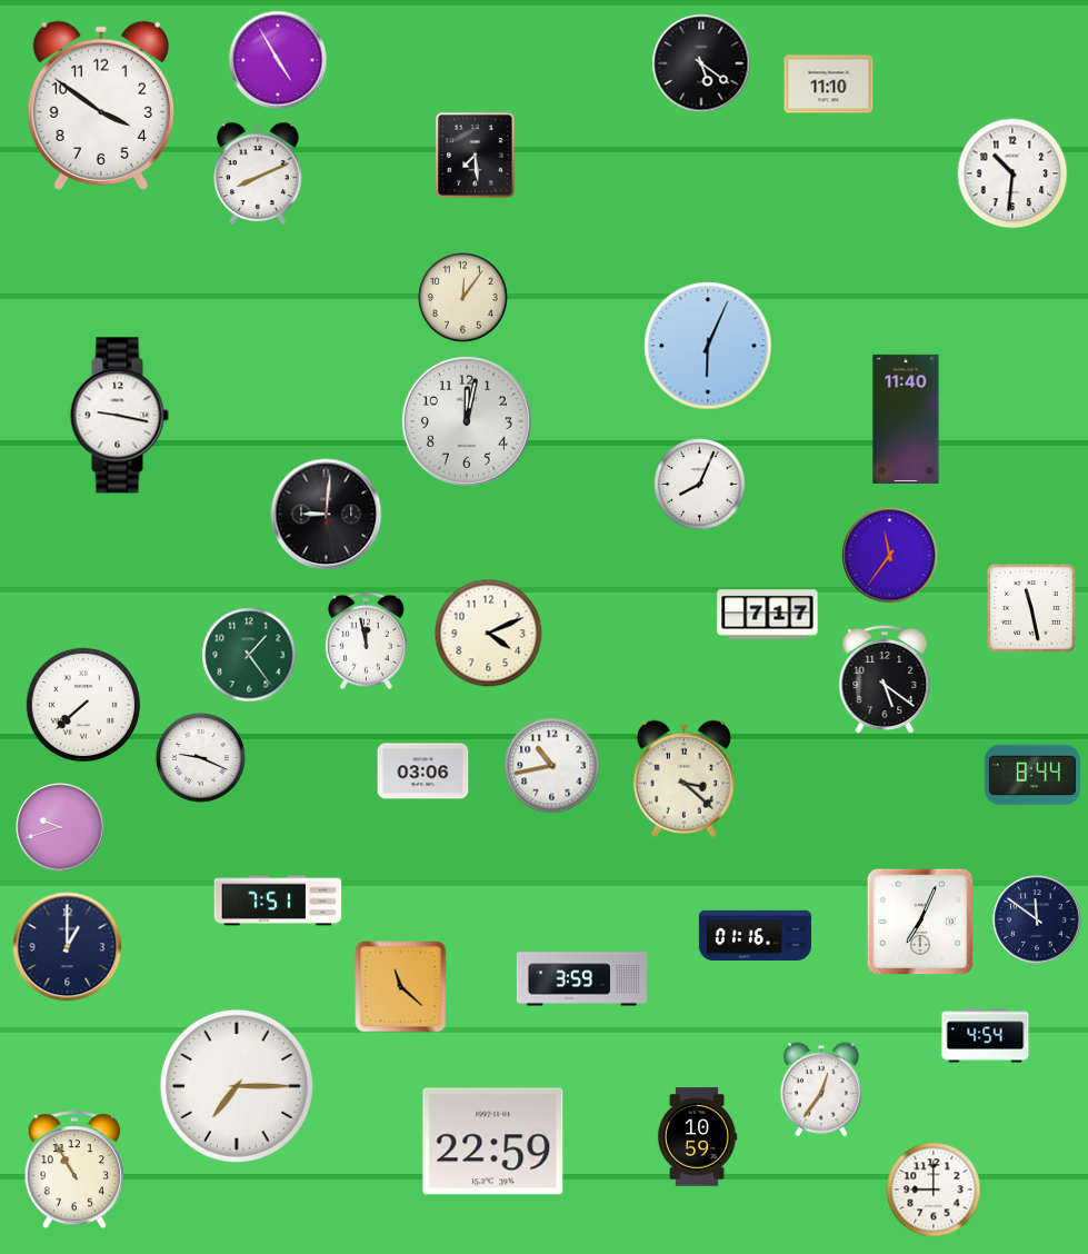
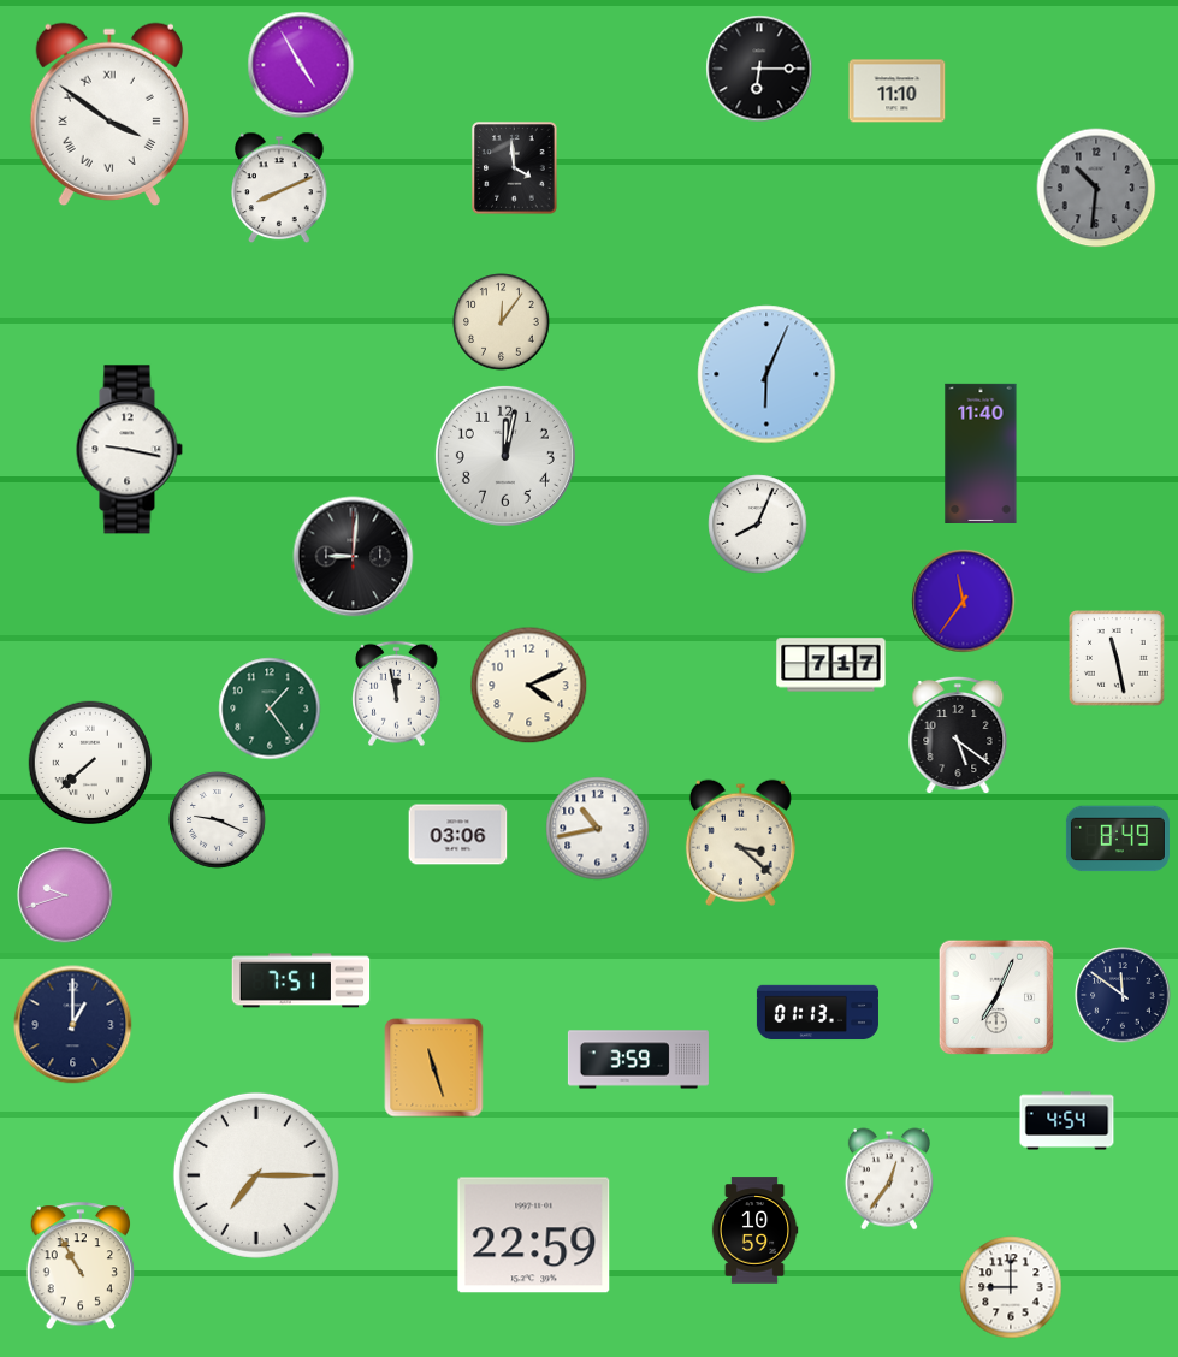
clock at (701, 63): 5:21 -> 6:15
clock at (101, 104) numerals: Arabic -> Roman
clock at (476, 156): 7:29 -> 3:59
clock at (1012, 173) dial: white -> grey
clock at (1032, 775): 8:44 -> 8:49
clock at (278, 900) position: (278, 900) -> (301, 980)
clock at (755, 936): 01:16 -> 01:13
clock at (581, 979) position: (581, 979) -> (638, 1060)
clock at (401, 987): 11:22 -> 11:27
